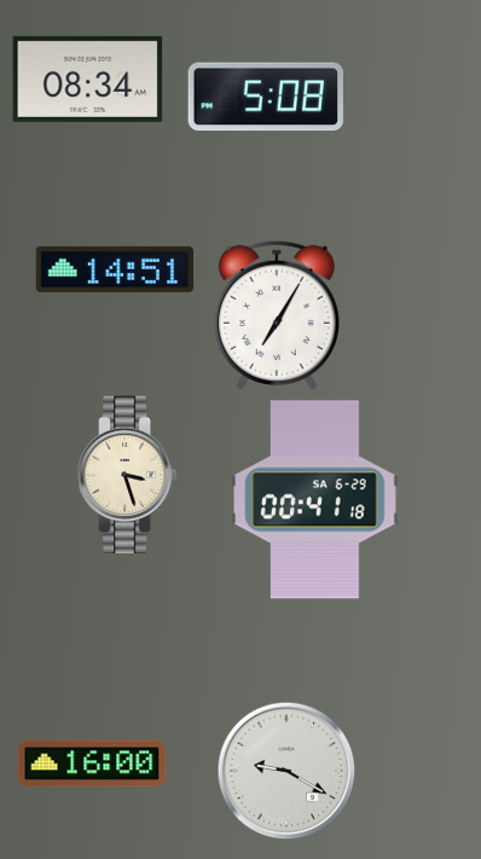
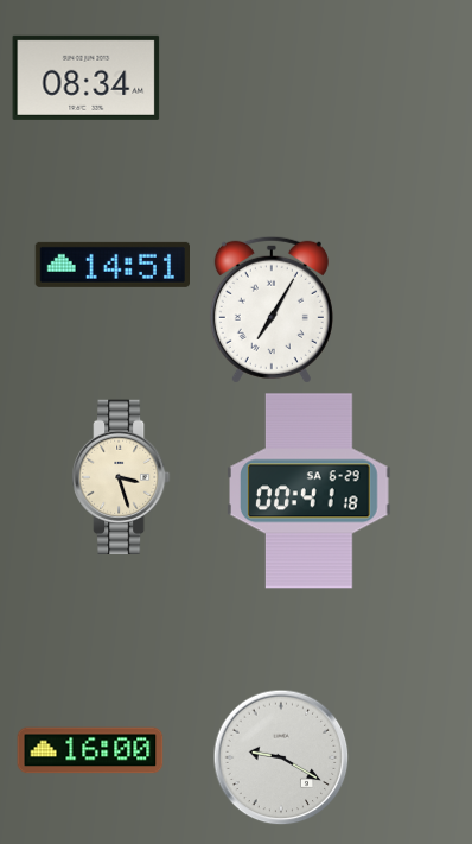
clock at (265, 97): 5:08 -> none
clock at (128, 474) position: (128, 474) -> (122, 476)
